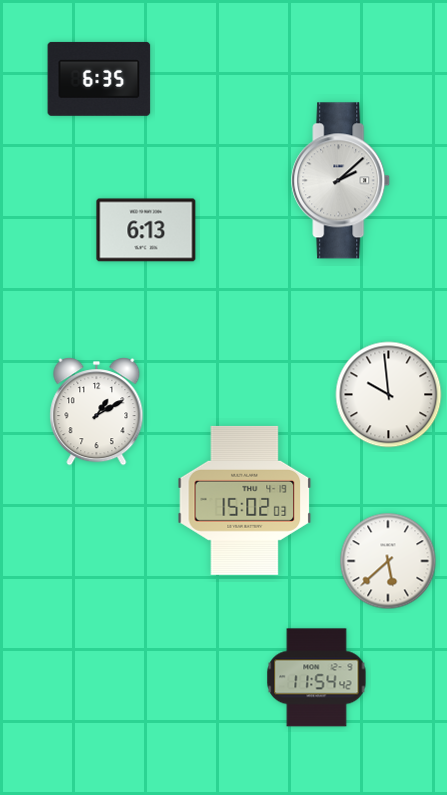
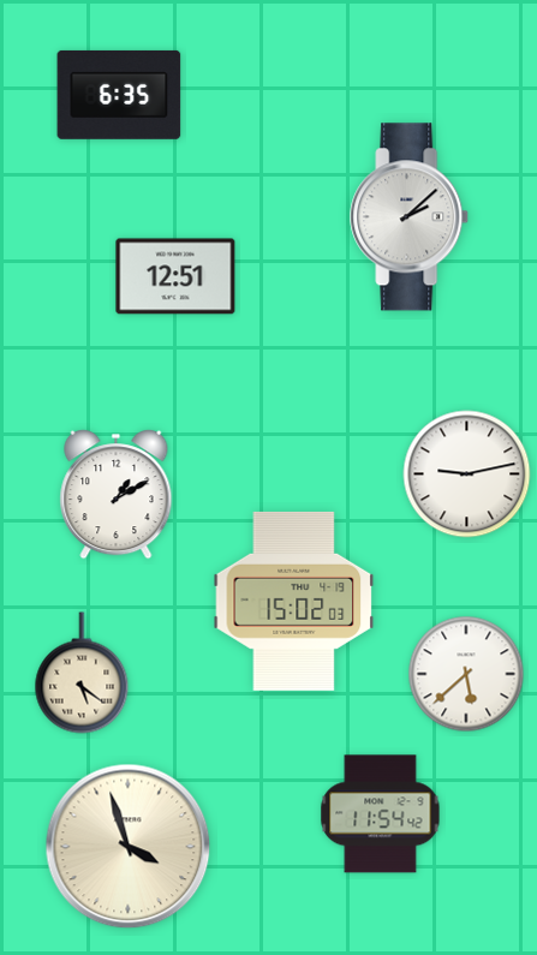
clock at (146, 230): 6:13 -> 12:51
clock at (389, 395): 9:59 -> 9:13
clock at (82, 673): none -> 5:21
clock at (129, 847): none -> 3:57
